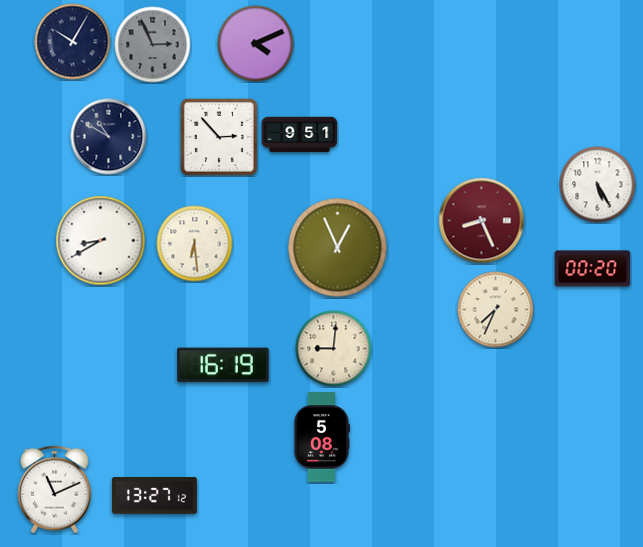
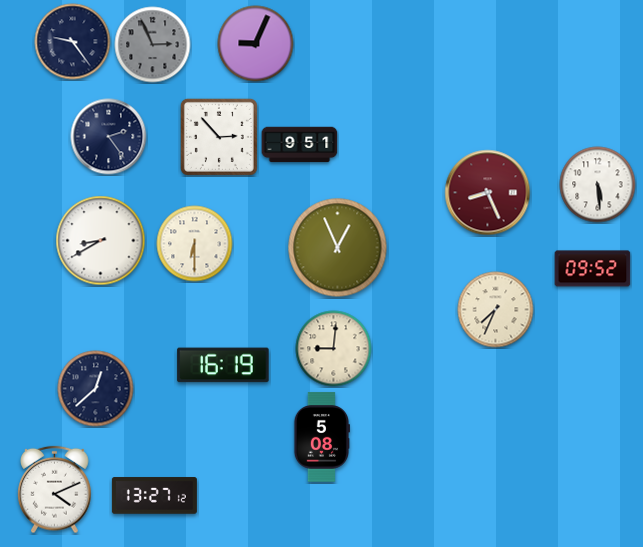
clock at (73, 42): 10:05 -> 9:24
clock at (256, 44): 4:11 -> 9:04
clock at (300, 135) position: (300, 135) -> (300, 145)
clock at (109, 137): 10:50 -> 2:24
clock at (598, 185): 5:25 -> 5:29
clock at (482, 221) position: (482, 221) -> (488, 193)
clock at (195, 244): 6:29 -> 6:30
clock at (593, 269): 00:20 -> 09:52
clock at (96, 389): none -> 12:38
clock at (55, 490): 11:11 -> 4:11
